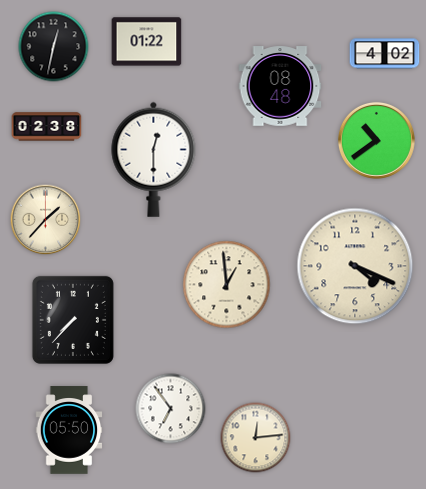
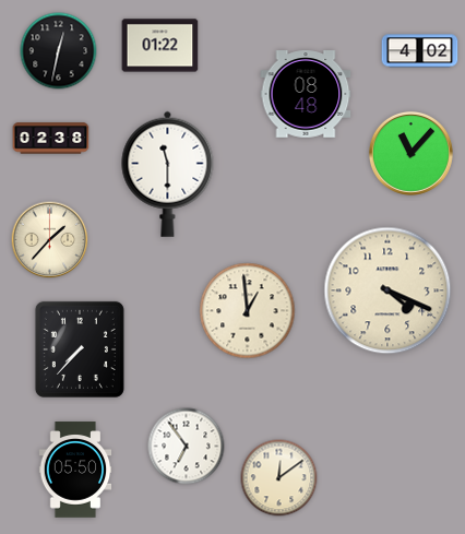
clock at (385, 54) position: (385, 54) -> (420, 51)
clock at (376, 140): 10:39 -> 11:07
clock at (154, 159): 12:30 -> 11:30
clock at (256, 438): 12:14 -> 12:09
